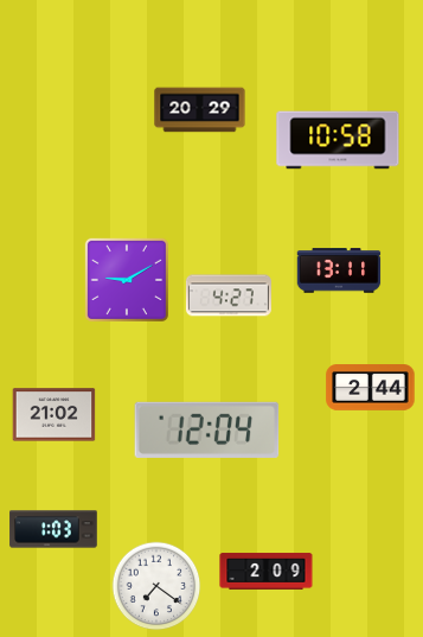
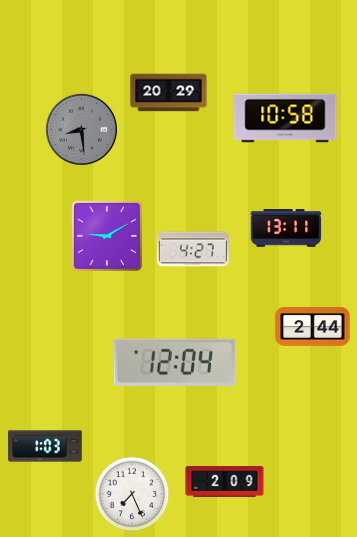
clock at (81, 129): none -> 8:29
clock at (55, 415): 21:02 -> none
clock at (156, 586): 7:21 -> 7:26
